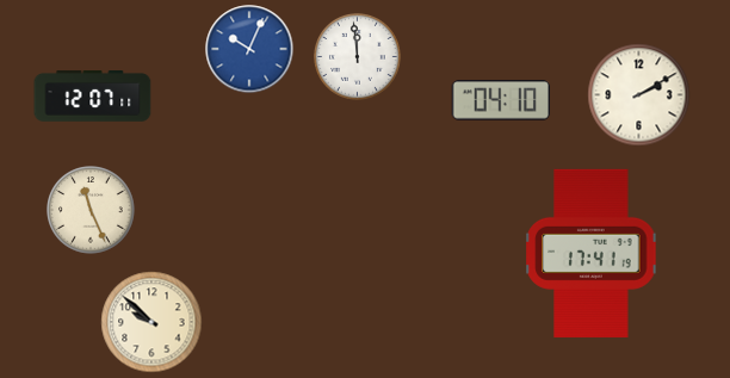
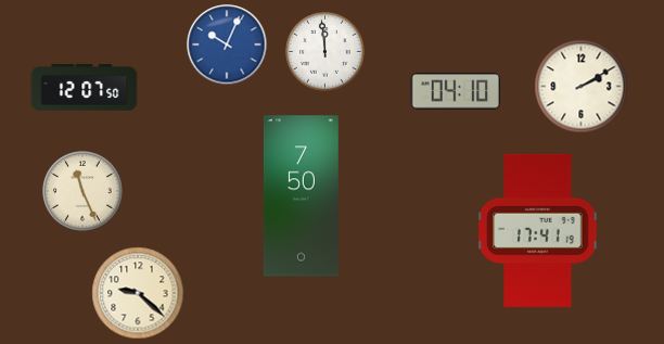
clock at (93, 97): 12:07:11 -> 12:07:50
clock at (301, 196): none -> 7:50
clock at (151, 322): 9:52 -> 9:22
